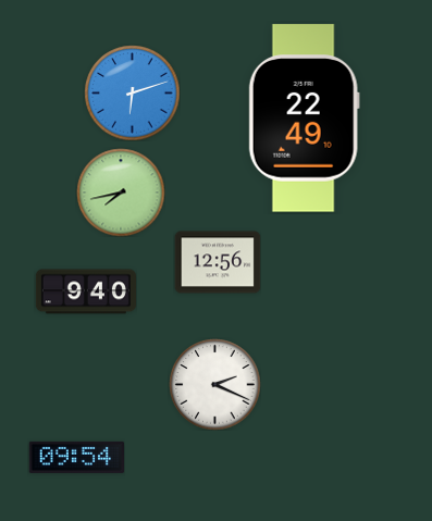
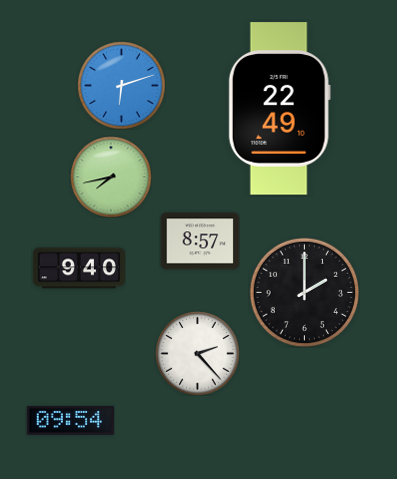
clock at (218, 262): 12:56 -> 8:57
clock at (304, 292): none -> 2:00
clock at (214, 384): 2:19 -> 2:23
